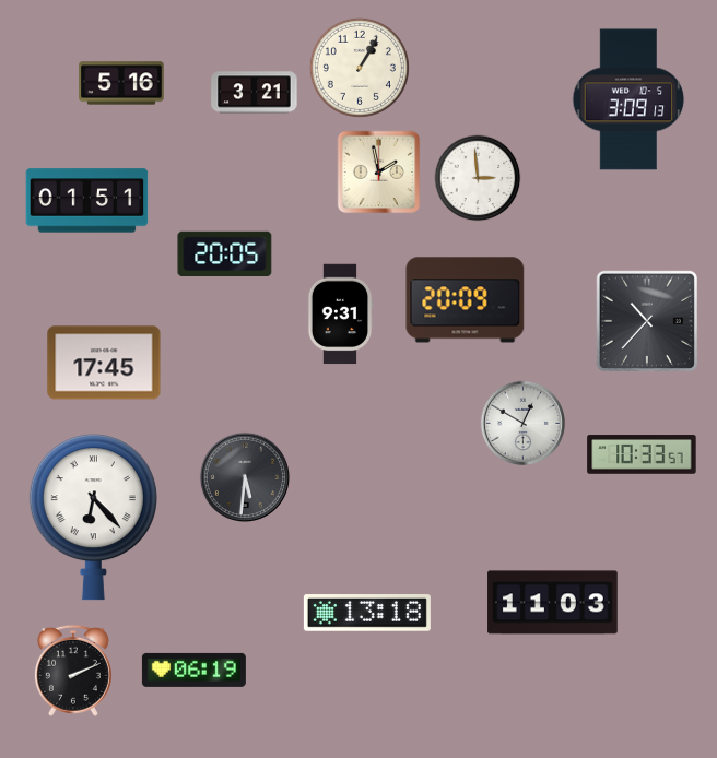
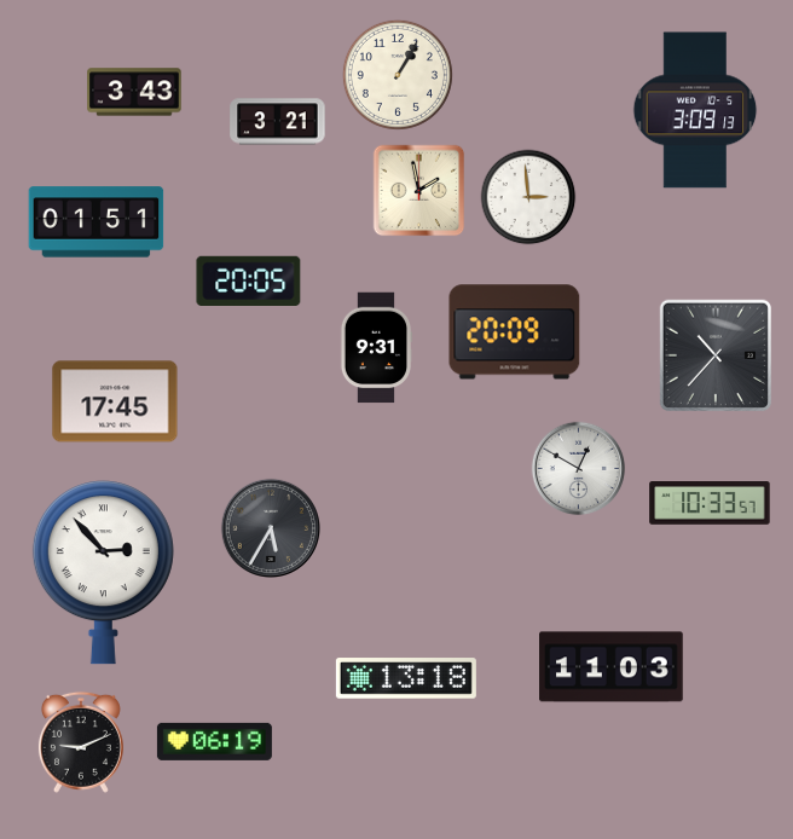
clock at (121, 83): 5:16 -> 3:43
clock at (255, 93) position: (255, 93) -> (278, 122)
clock at (244, 476): 5:31 -> 5:35
clock at (93, 518): 6:23 -> 2:53
clock at (73, 671): 2:11 -> 9:11
